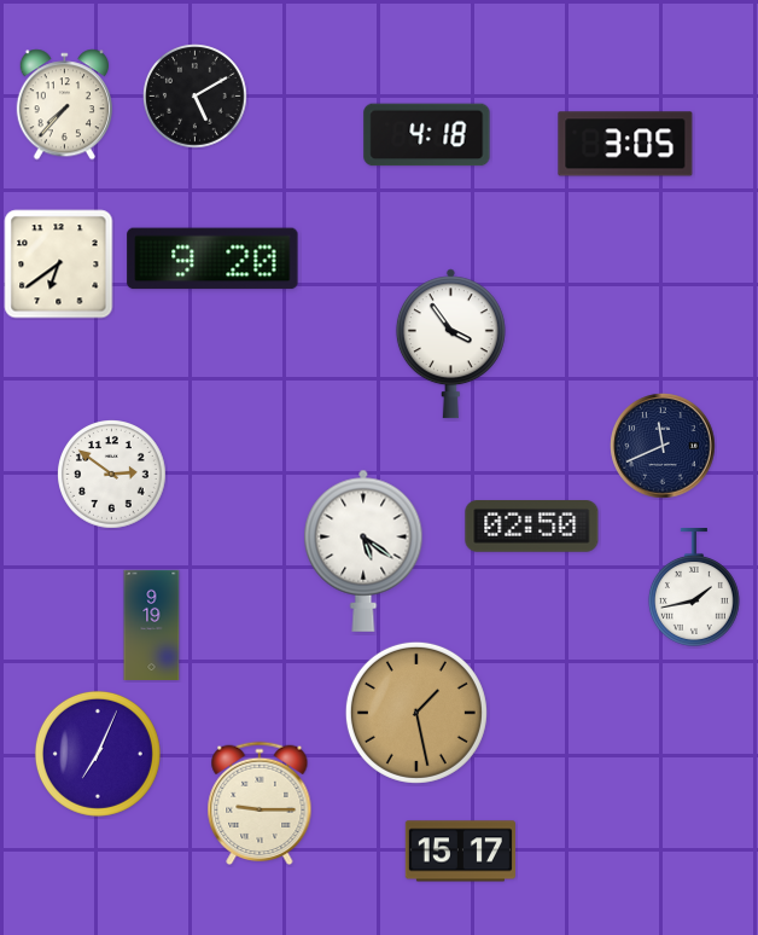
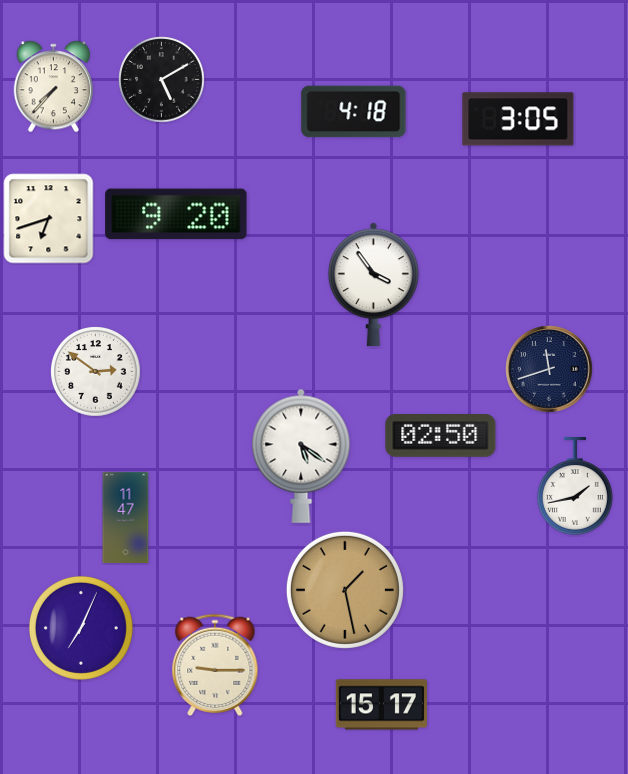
clock at (59, 265): 6:39 -> 6:42
clock at (663, 446): 11:41 -> 11:42
clock at (112, 475) position: (112, 475) -> (96, 372)
clock at (152, 625): 9:19 -> 11:47
clock at (98, 754) position: (98, 754) -> (81, 628)
